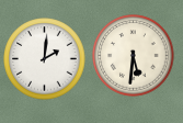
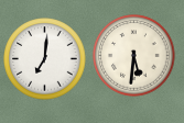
clock at (45, 59): 2:01 -> 7:01
